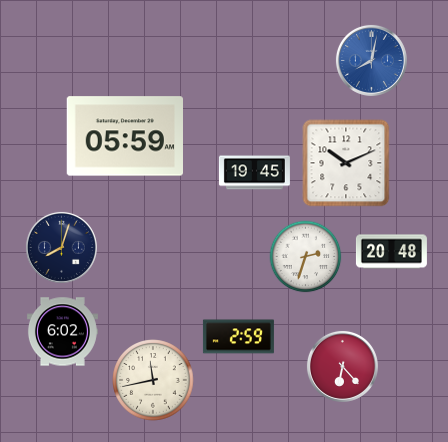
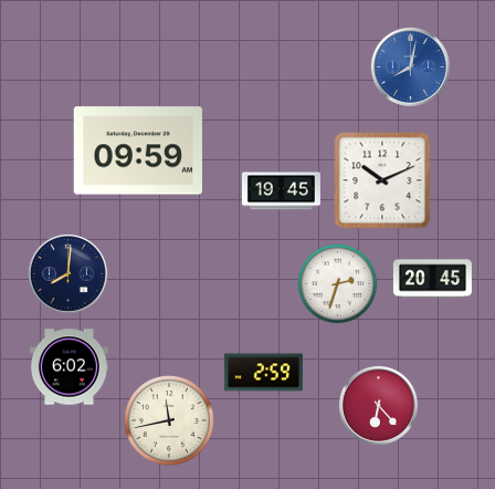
clock at (124, 136): 05:59 -> 09:59
clock at (61, 247): 8:03 -> 8:01
clock at (391, 252): 20:48 -> 20:45
